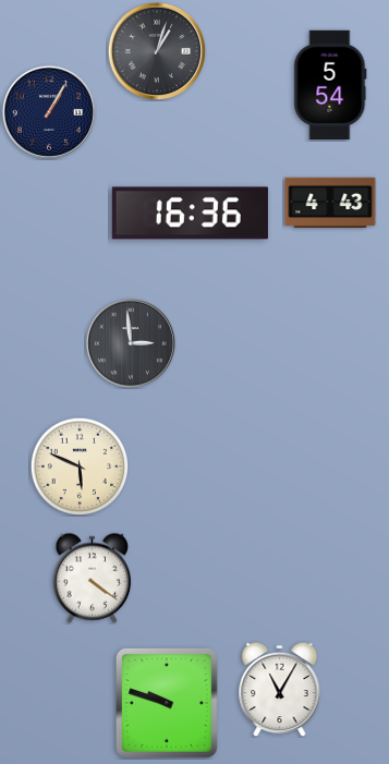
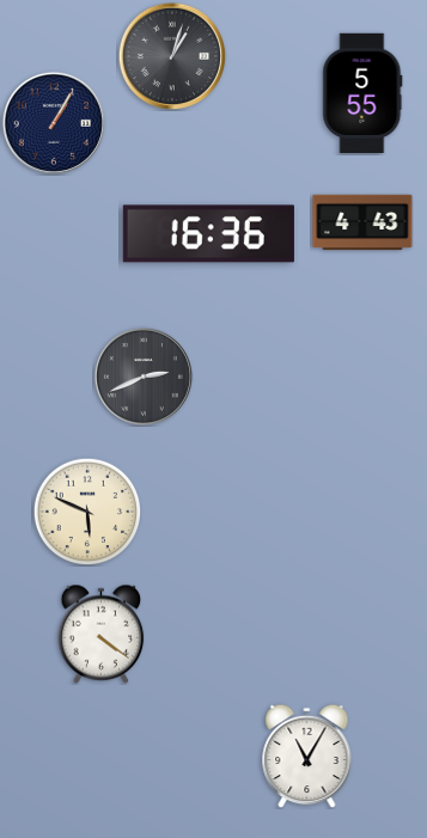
clock at (330, 84): 5:54 -> 5:55
clock at (131, 343): 2:59 -> 2:41
clock at (167, 703): 9:48 -> none
